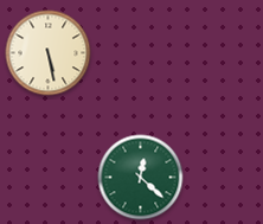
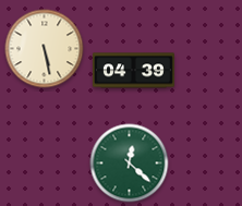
clock at (133, 71): none -> 04:39
